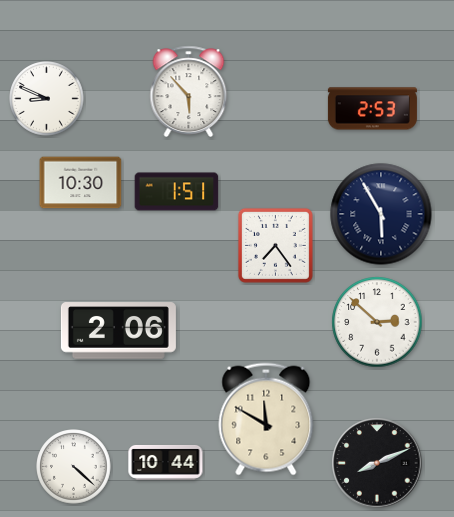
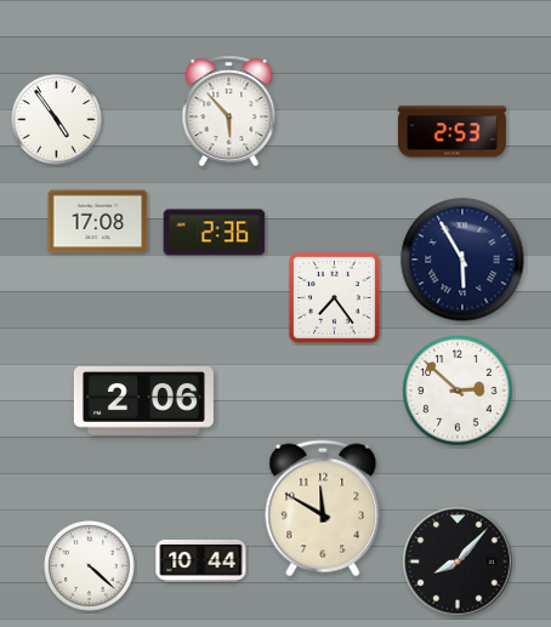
clock at (47, 99): 8:49 -> 4:54
clock at (81, 183): 10:30 -> 17:08
clock at (177, 192): 1:51 -> 2:36
clock at (377, 463): 8:11 -> 8:07
